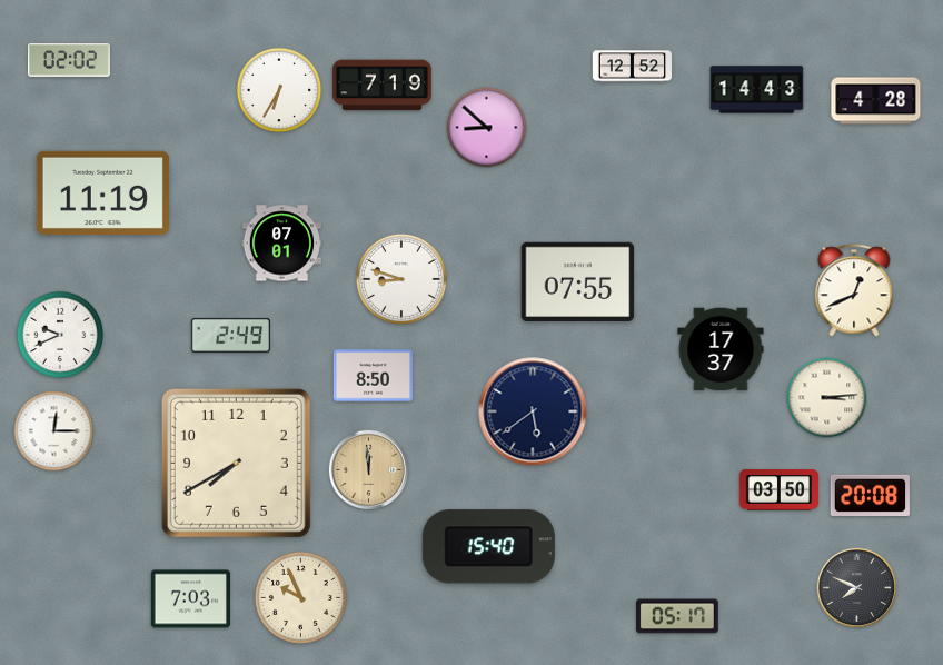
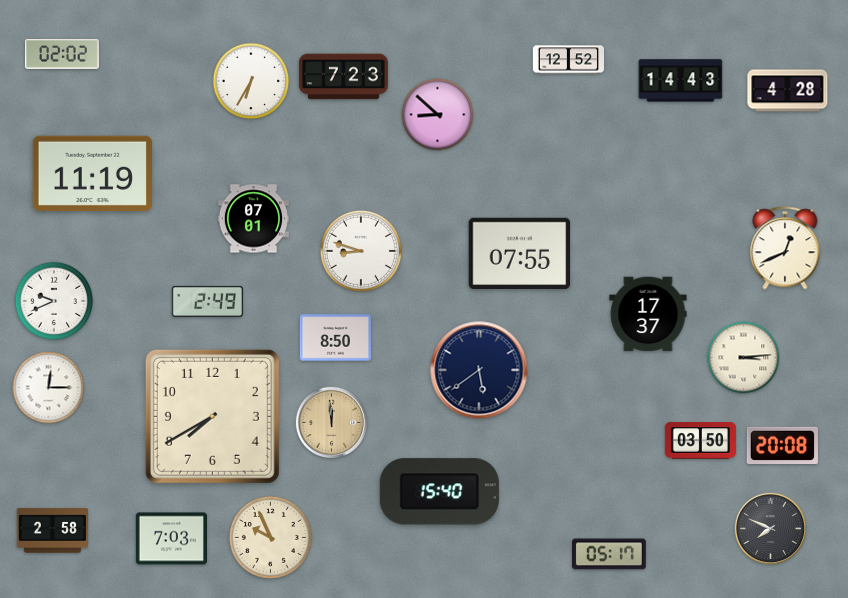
clock at (381, 86): 7:19 -> 7:23
clock at (854, 290) position: (854, 290) -> (785, 248)
clock at (52, 531): none -> 2:58
